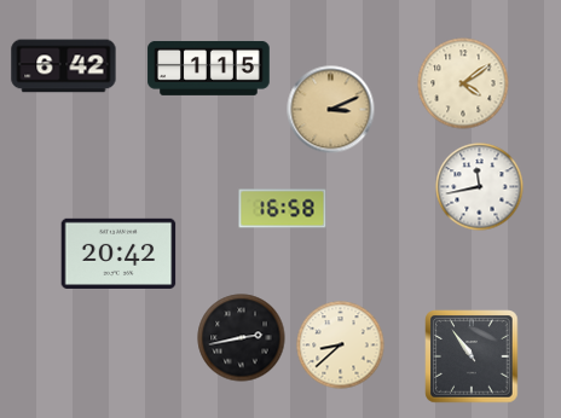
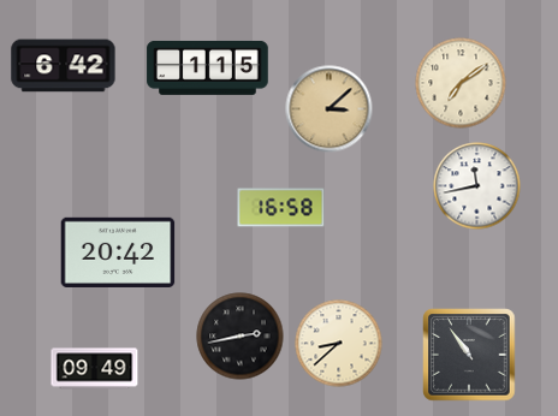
clock at (463, 83): 4:09 -> 7:09
clock at (331, 110): 3:11 -> 3:08
clock at (95, 369): none -> 09:49
